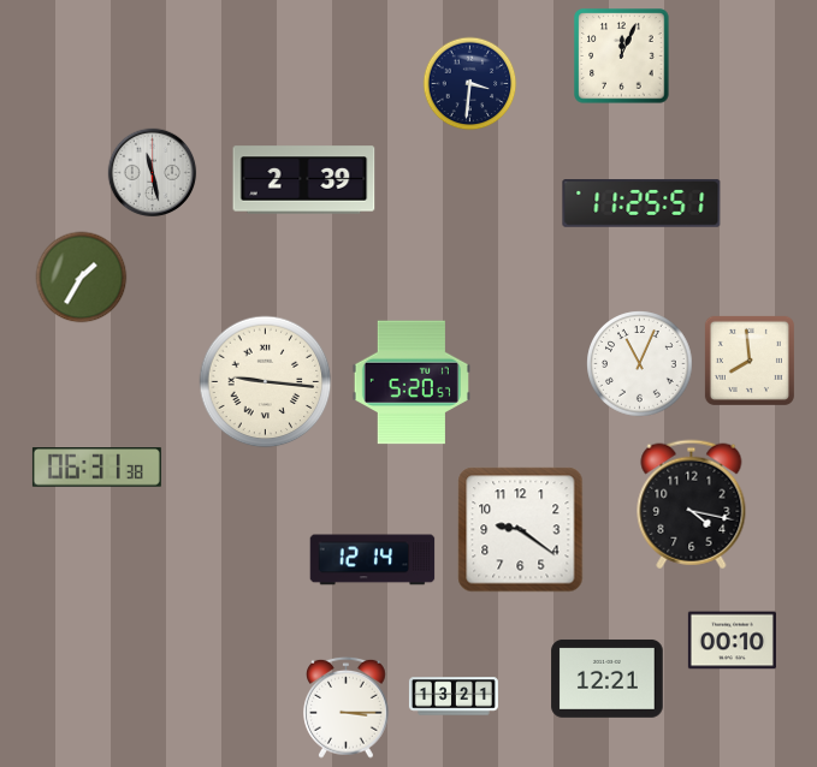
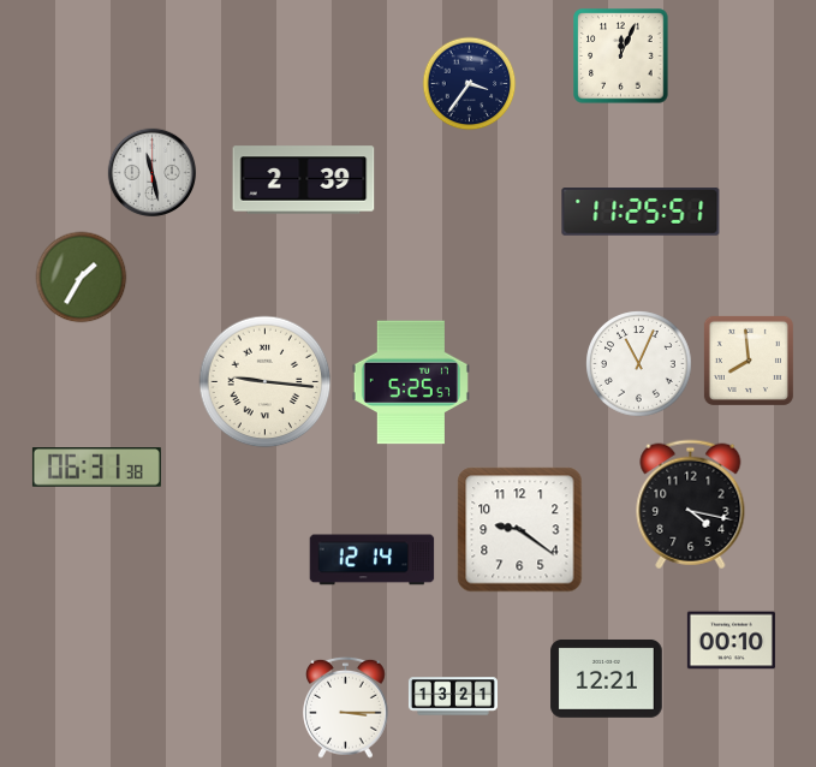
clock at (470, 84): 3:31 -> 3:36
clock at (641, 203) position: (641, 203) -> (641, 212)
clock at (412, 382): 5:20 -> 5:25
